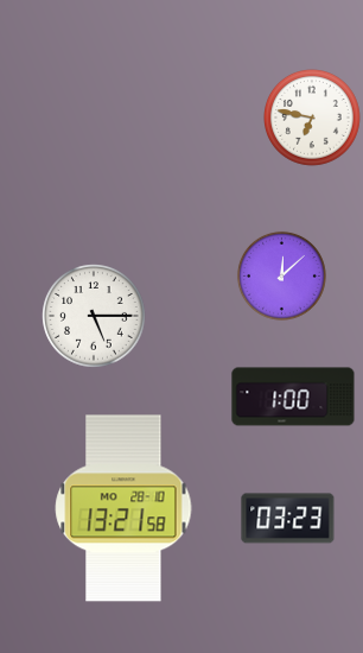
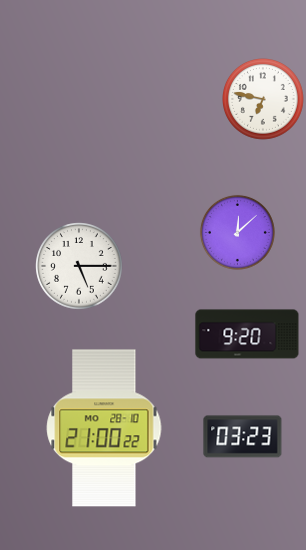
clock at (293, 397): 1:00 -> 9:20
clock at (123, 508): 13:21 -> 21:00
